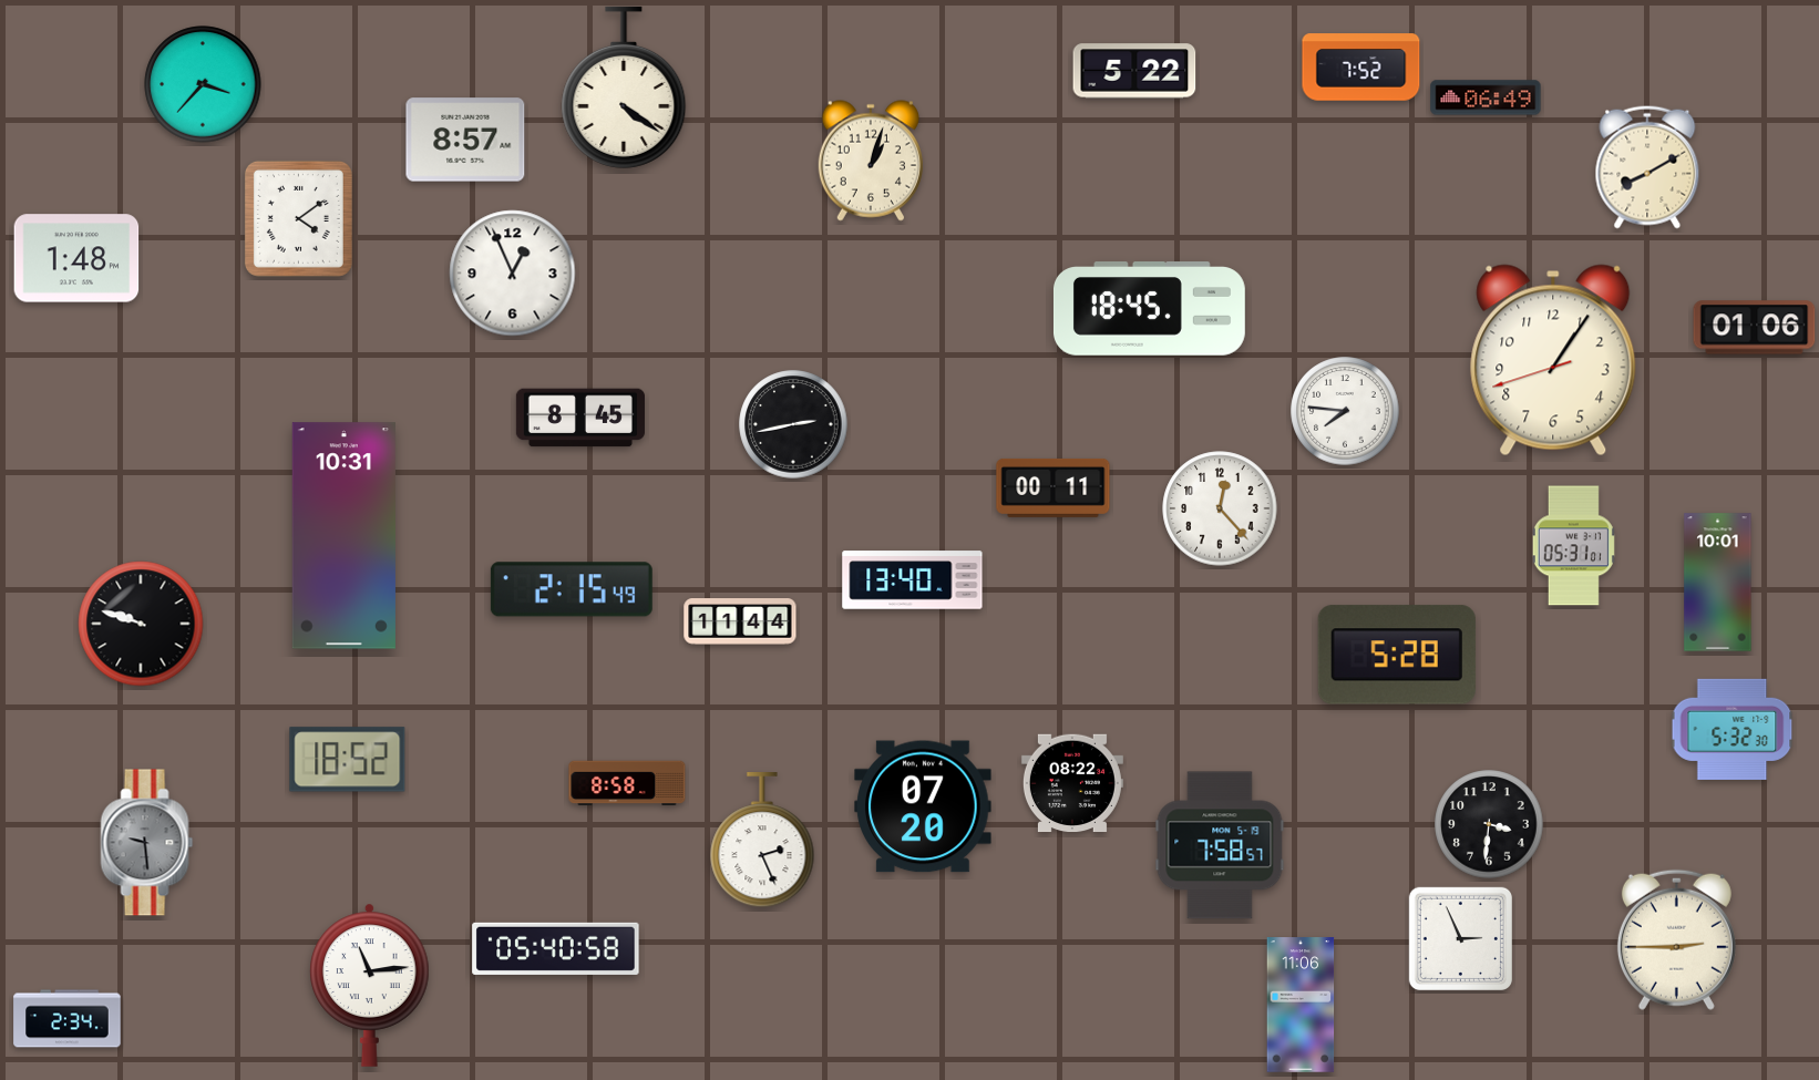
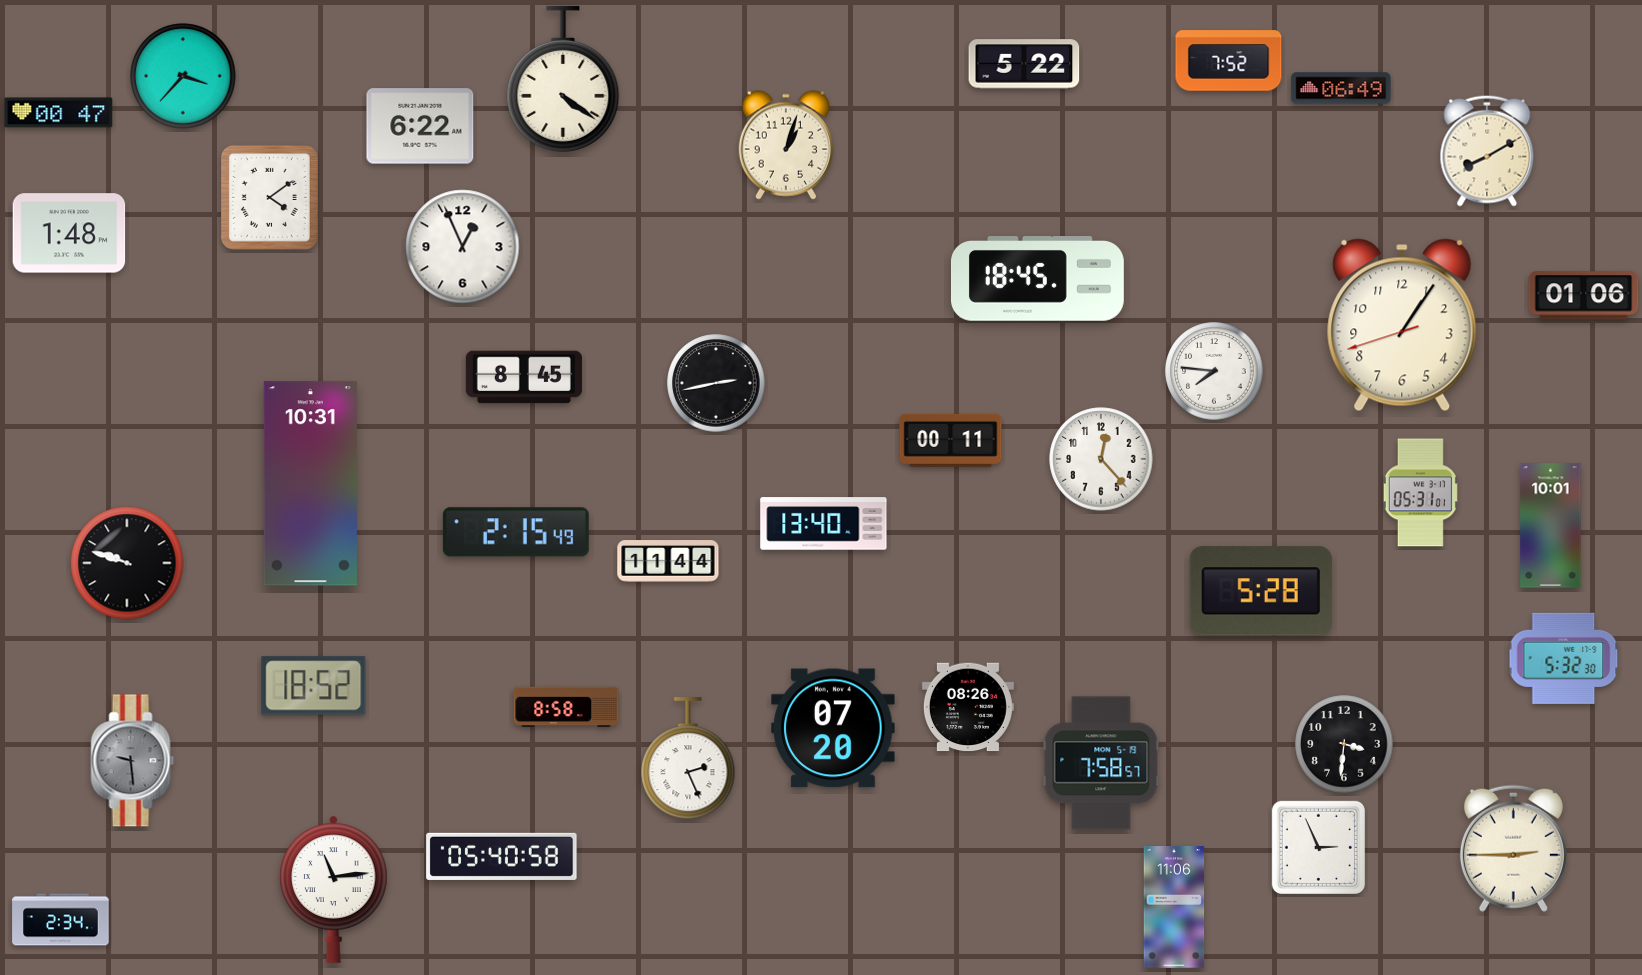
clock at (59, 113): none -> 00:47
clock at (465, 140): 8:57 -> 6:22
clock at (1072, 783): 08:22 -> 08:26
